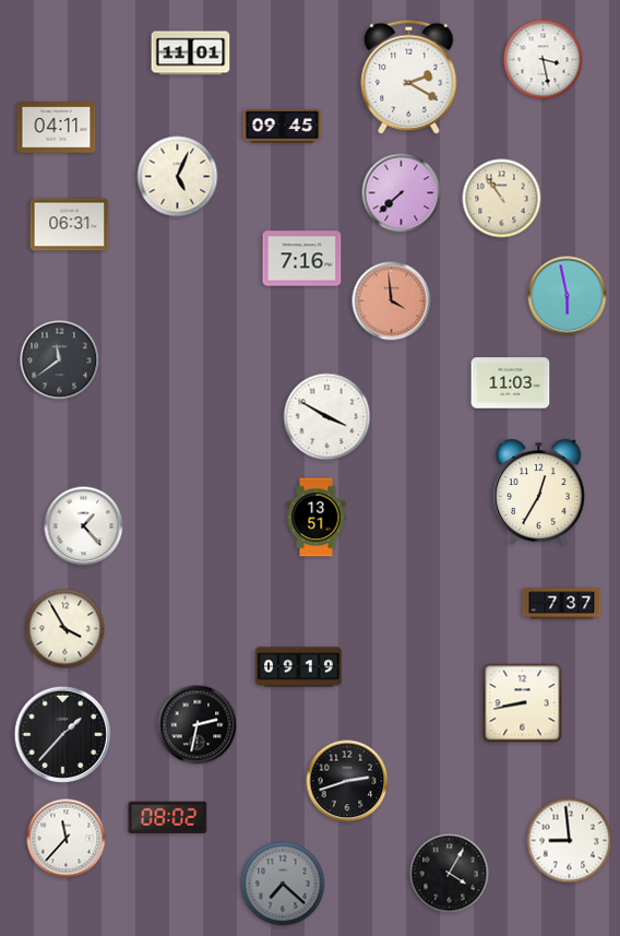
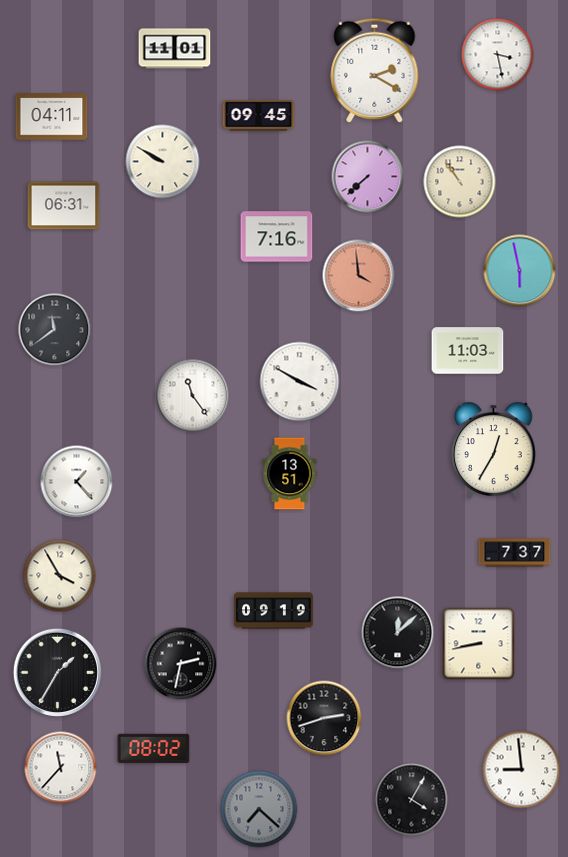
clock at (178, 177): 5:04 -> 9:50
clock at (193, 396): none -> 11:24
clock at (398, 633): none -> 12:08
clock at (62, 734): 1:37 -> 1:35
clock at (347, 781) position: (347, 781) -> (324, 718)
